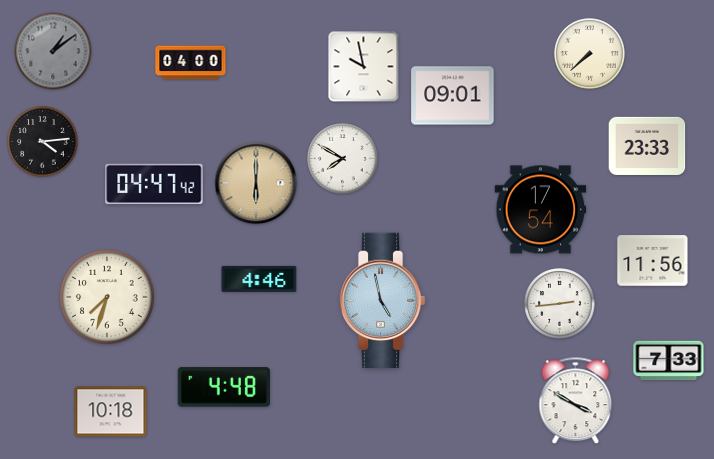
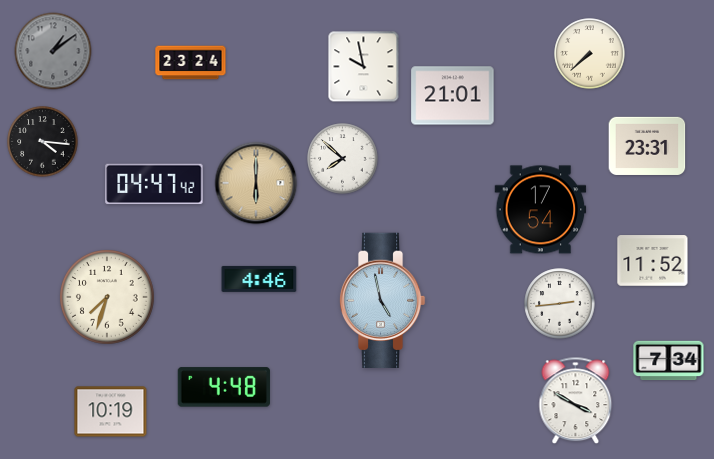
clock at (191, 63): 04:00 -> 23:24
clock at (453, 96): 09:01 -> 21:01
clock at (43, 142): 4:14 -> 4:16
clock at (647, 146): 23:33 -> 23:31
clock at (343, 159): 7:50 -> 7:52
clock at (653, 261): 11:56 -> 11:52
clock at (669, 361): 7:33 -> 7:34
clock at (111, 412): 10:18 -> 10:19
